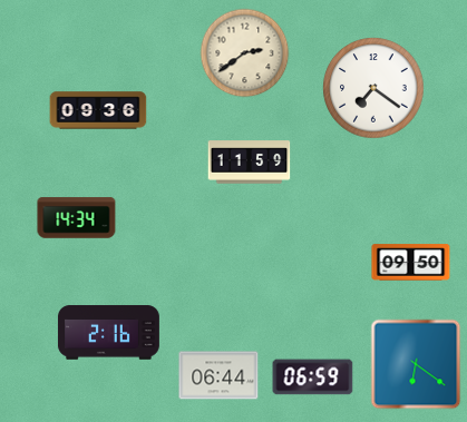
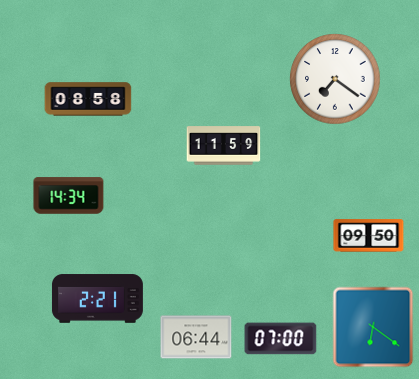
clock at (245, 53): 2:39 -> none
clock at (98, 110): 09:36 -> 08:58
clock at (108, 333): 2:16 -> 2:21
clock at (313, 377): 06:59 -> 07:00
